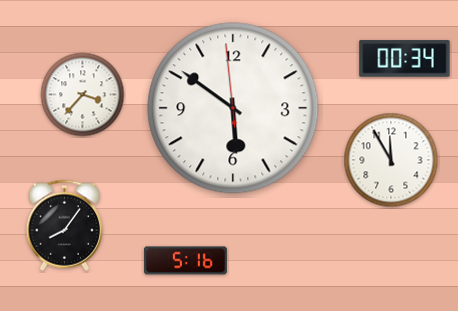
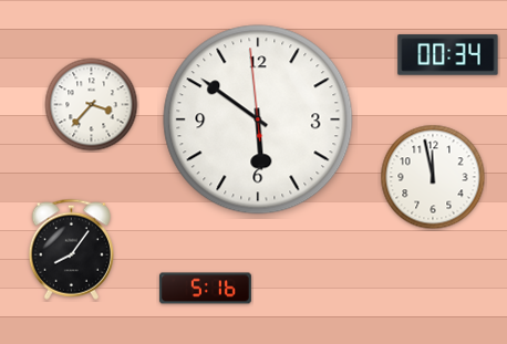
clock at (405, 59) position: (405, 59) -> (448, 55)
clock at (391, 160): 11:55 -> 11:58
